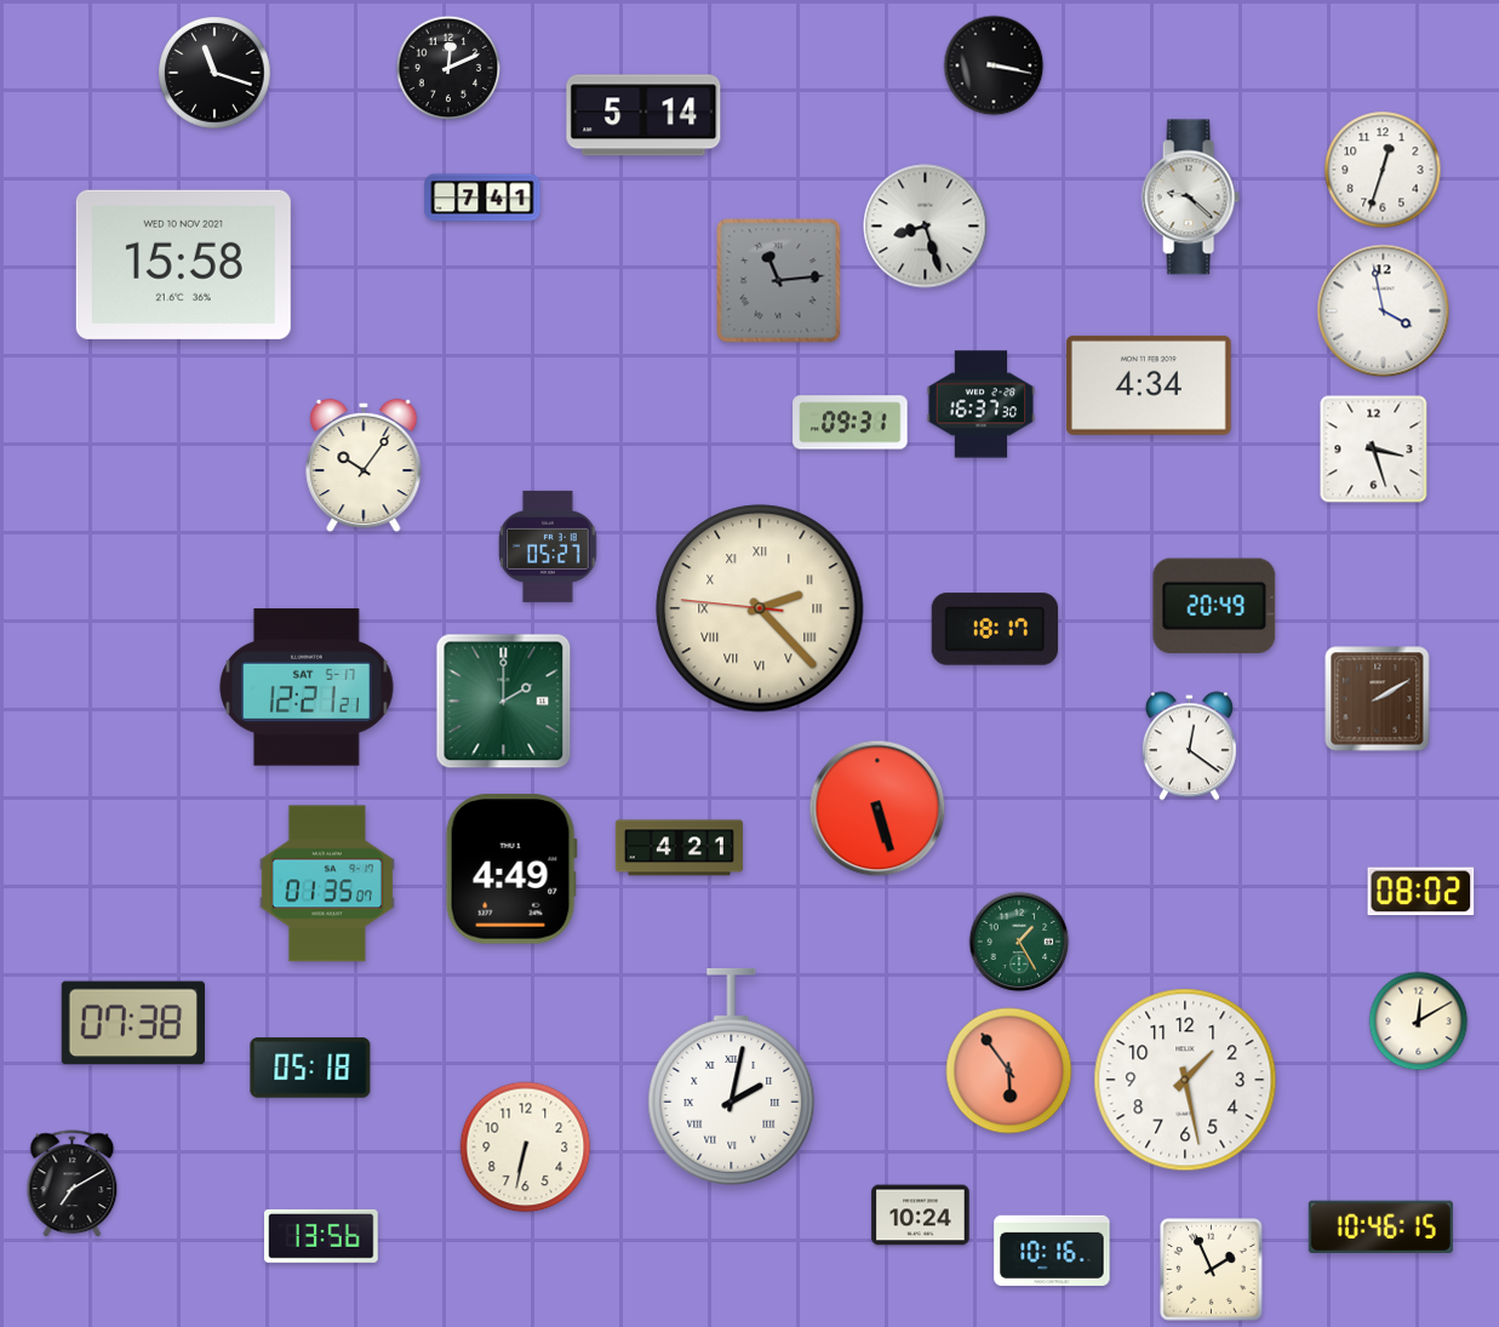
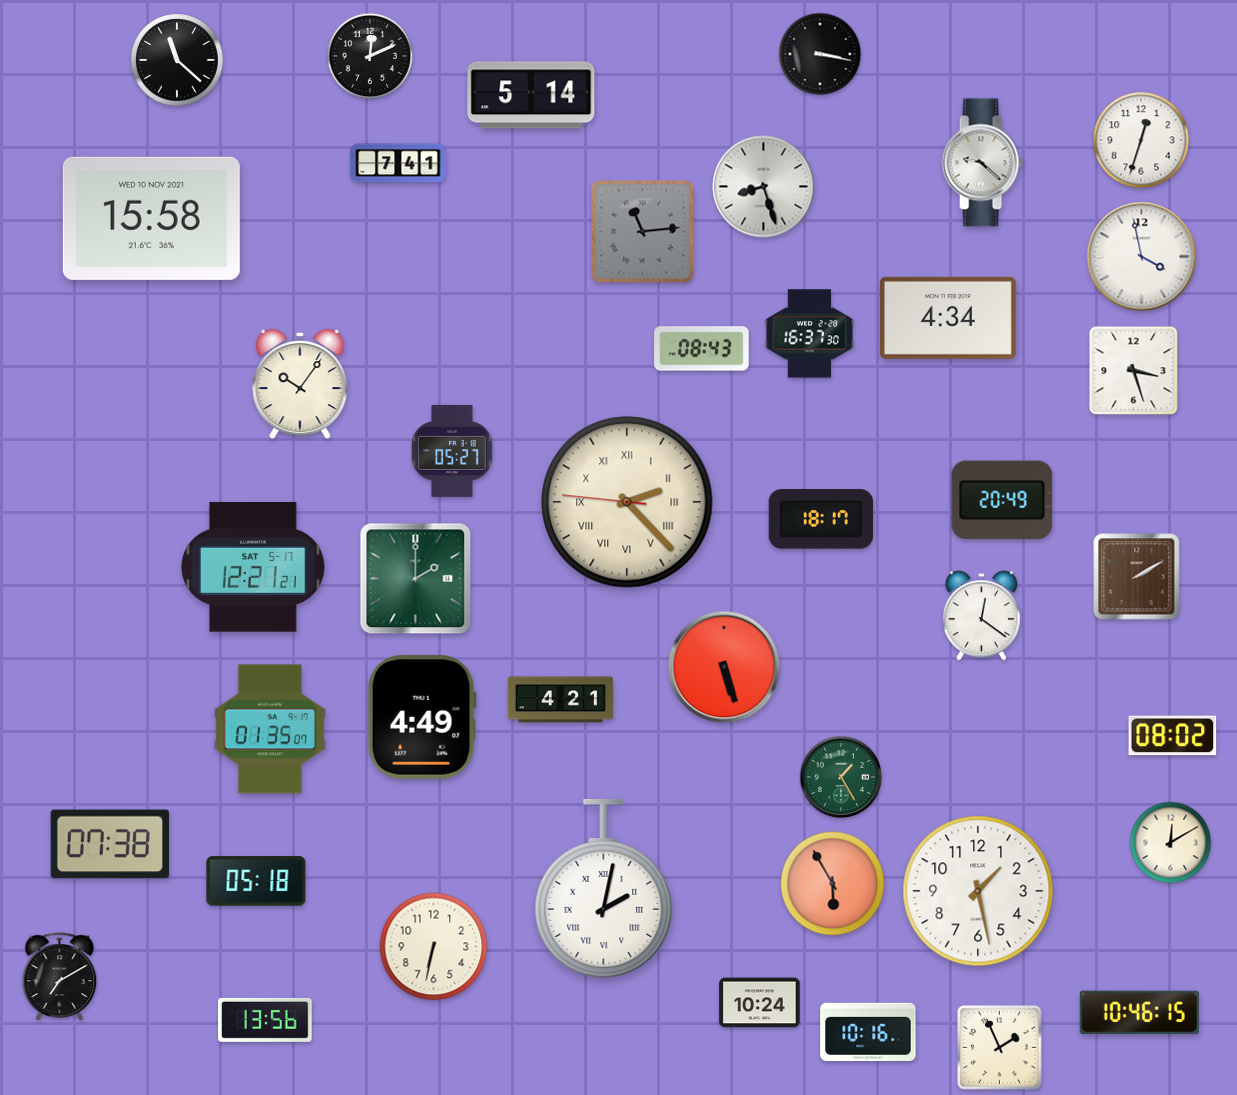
clock at (214, 73): 11:18 -> 11:22
clock at (851, 423): 09:31 -> 08:43
clock at (1009, 1071): 5:54 -> 5:55
